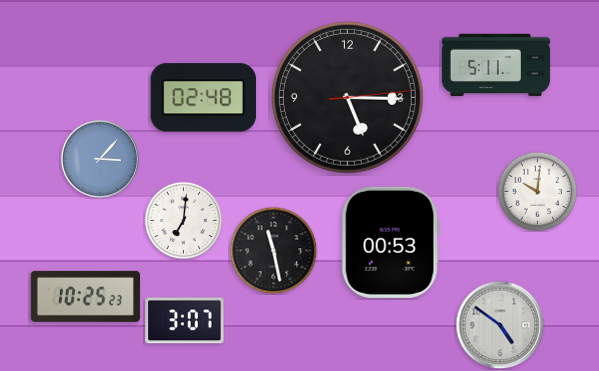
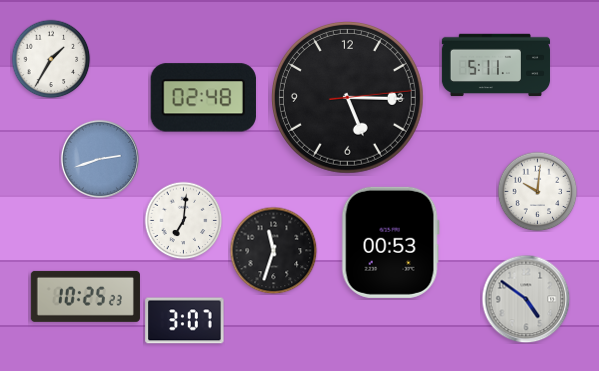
clock at (51, 59): none -> 1:35
clock at (100, 159): 3:07 -> 2:42
clock at (273, 250): 11:28 -> 11:33
clock at (500, 325) position: (500, 325) -> (526, 299)
